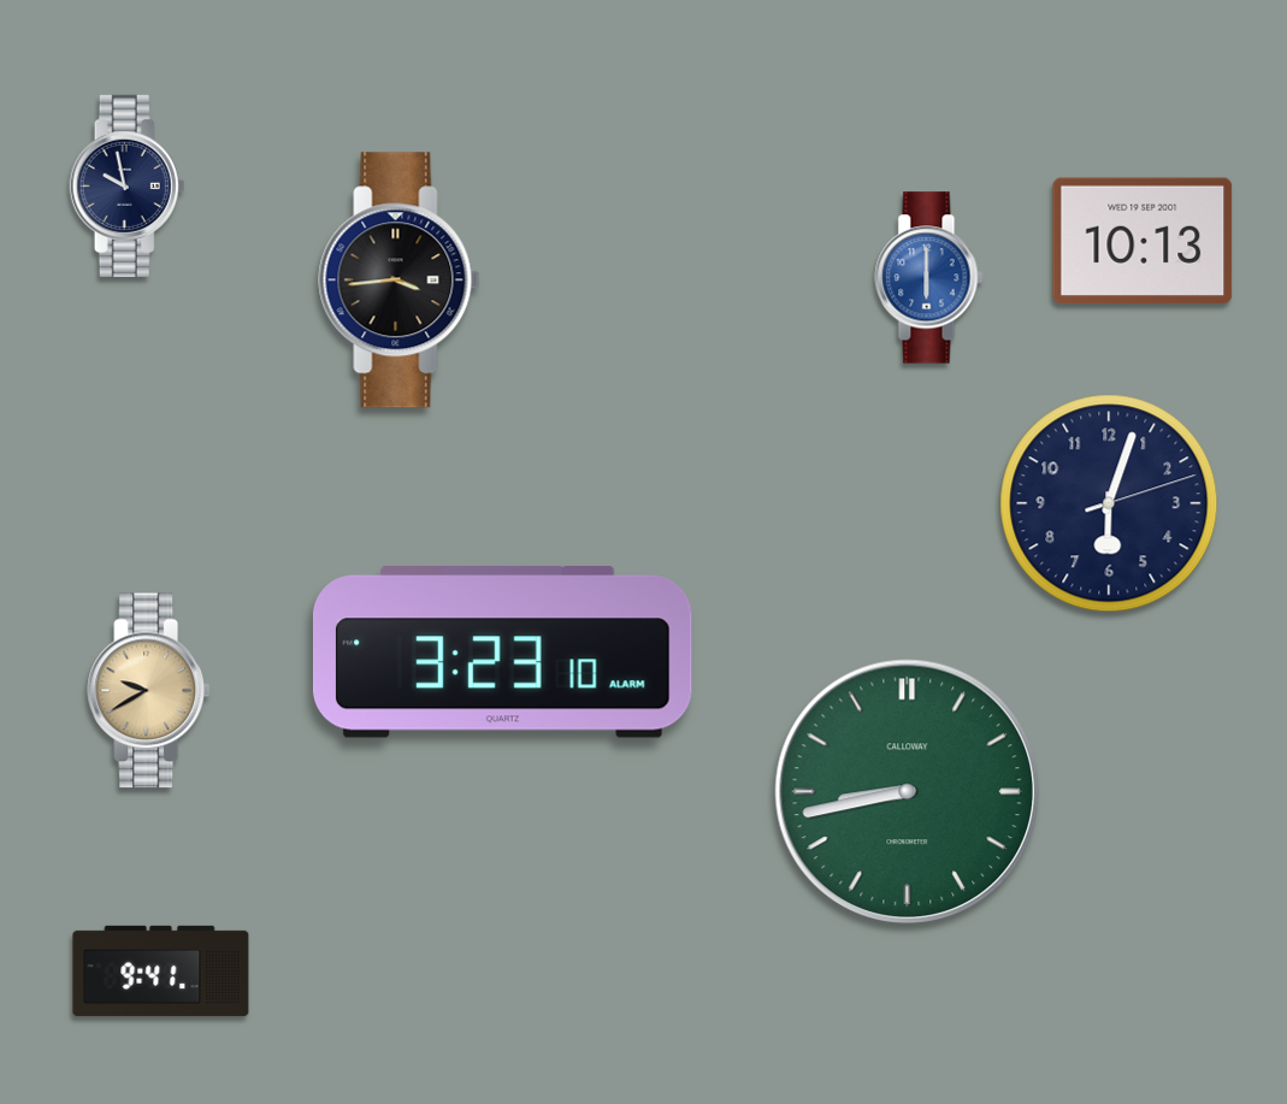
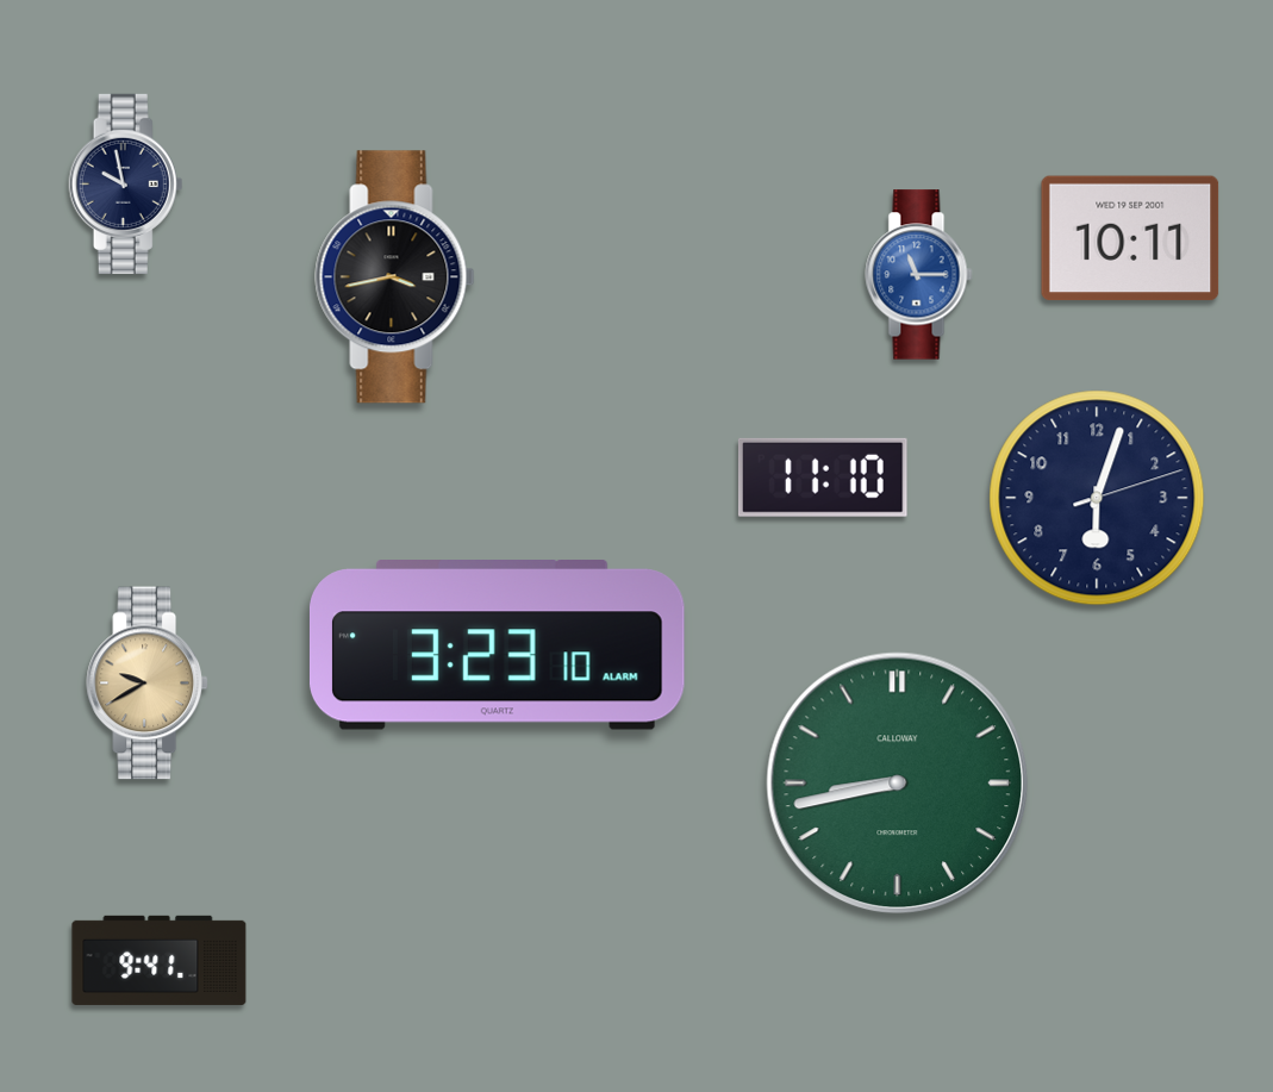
clock at (1143, 241): 10:13 -> 10:11
clock at (929, 278): 6:00 -> 11:15
clock at (400, 281): 3:44 -> 3:43
clock at (823, 478): none -> 11:10
